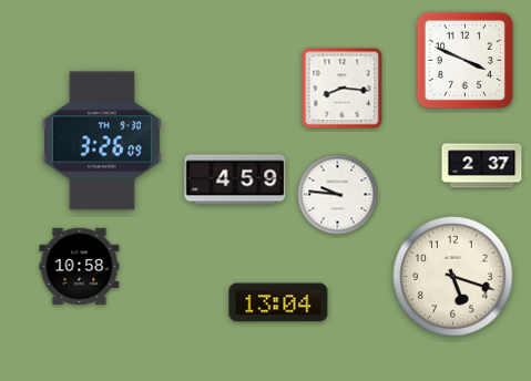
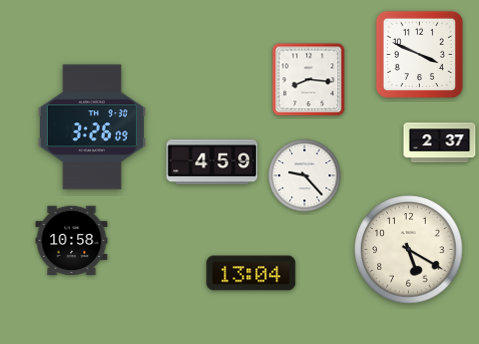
clock at (482, 166) position: (482, 166) -> (440, 143)
clock at (338, 195): 9:46 -> 9:23
clock at (453, 277): 5:18 -> 5:20
